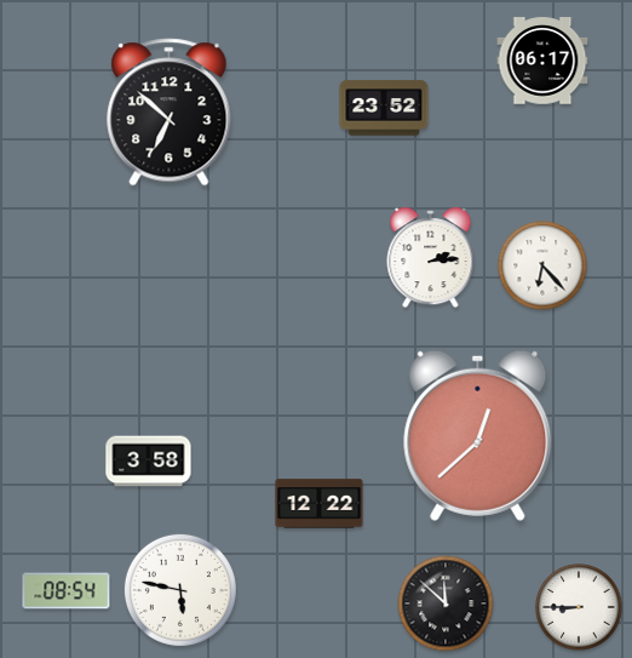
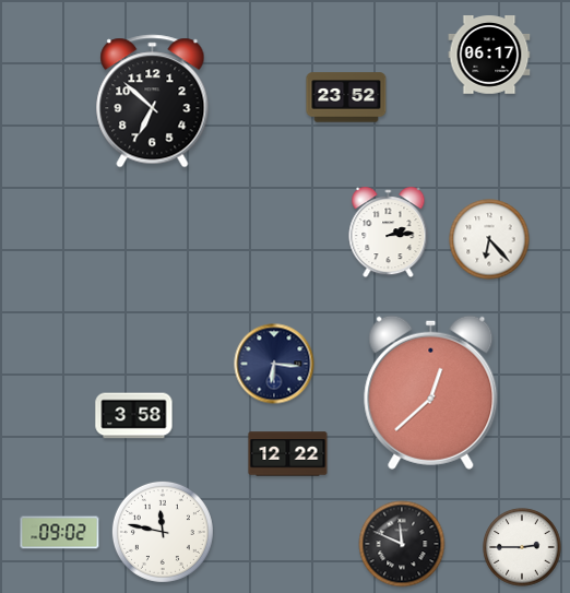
clock at (274, 364): none -> 6:16
clock at (180, 590): 5:47 -> 11:47
clock at (67, 591): 08:54 -> 09:02
clock at (446, 603): 11:52 -> 11:49
clock at (579, 607): 8:45 -> 2:45
